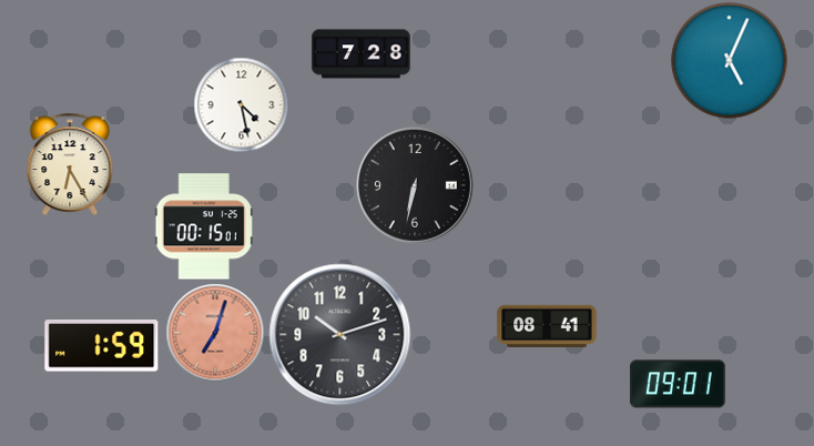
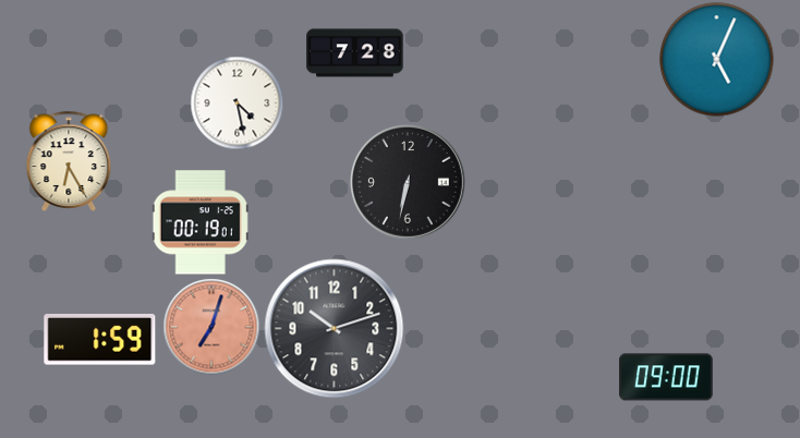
clock at (204, 226): 00:15 -> 00:19
clock at (547, 325): 08:41 -> none
clock at (678, 384): 09:01 -> 09:00
